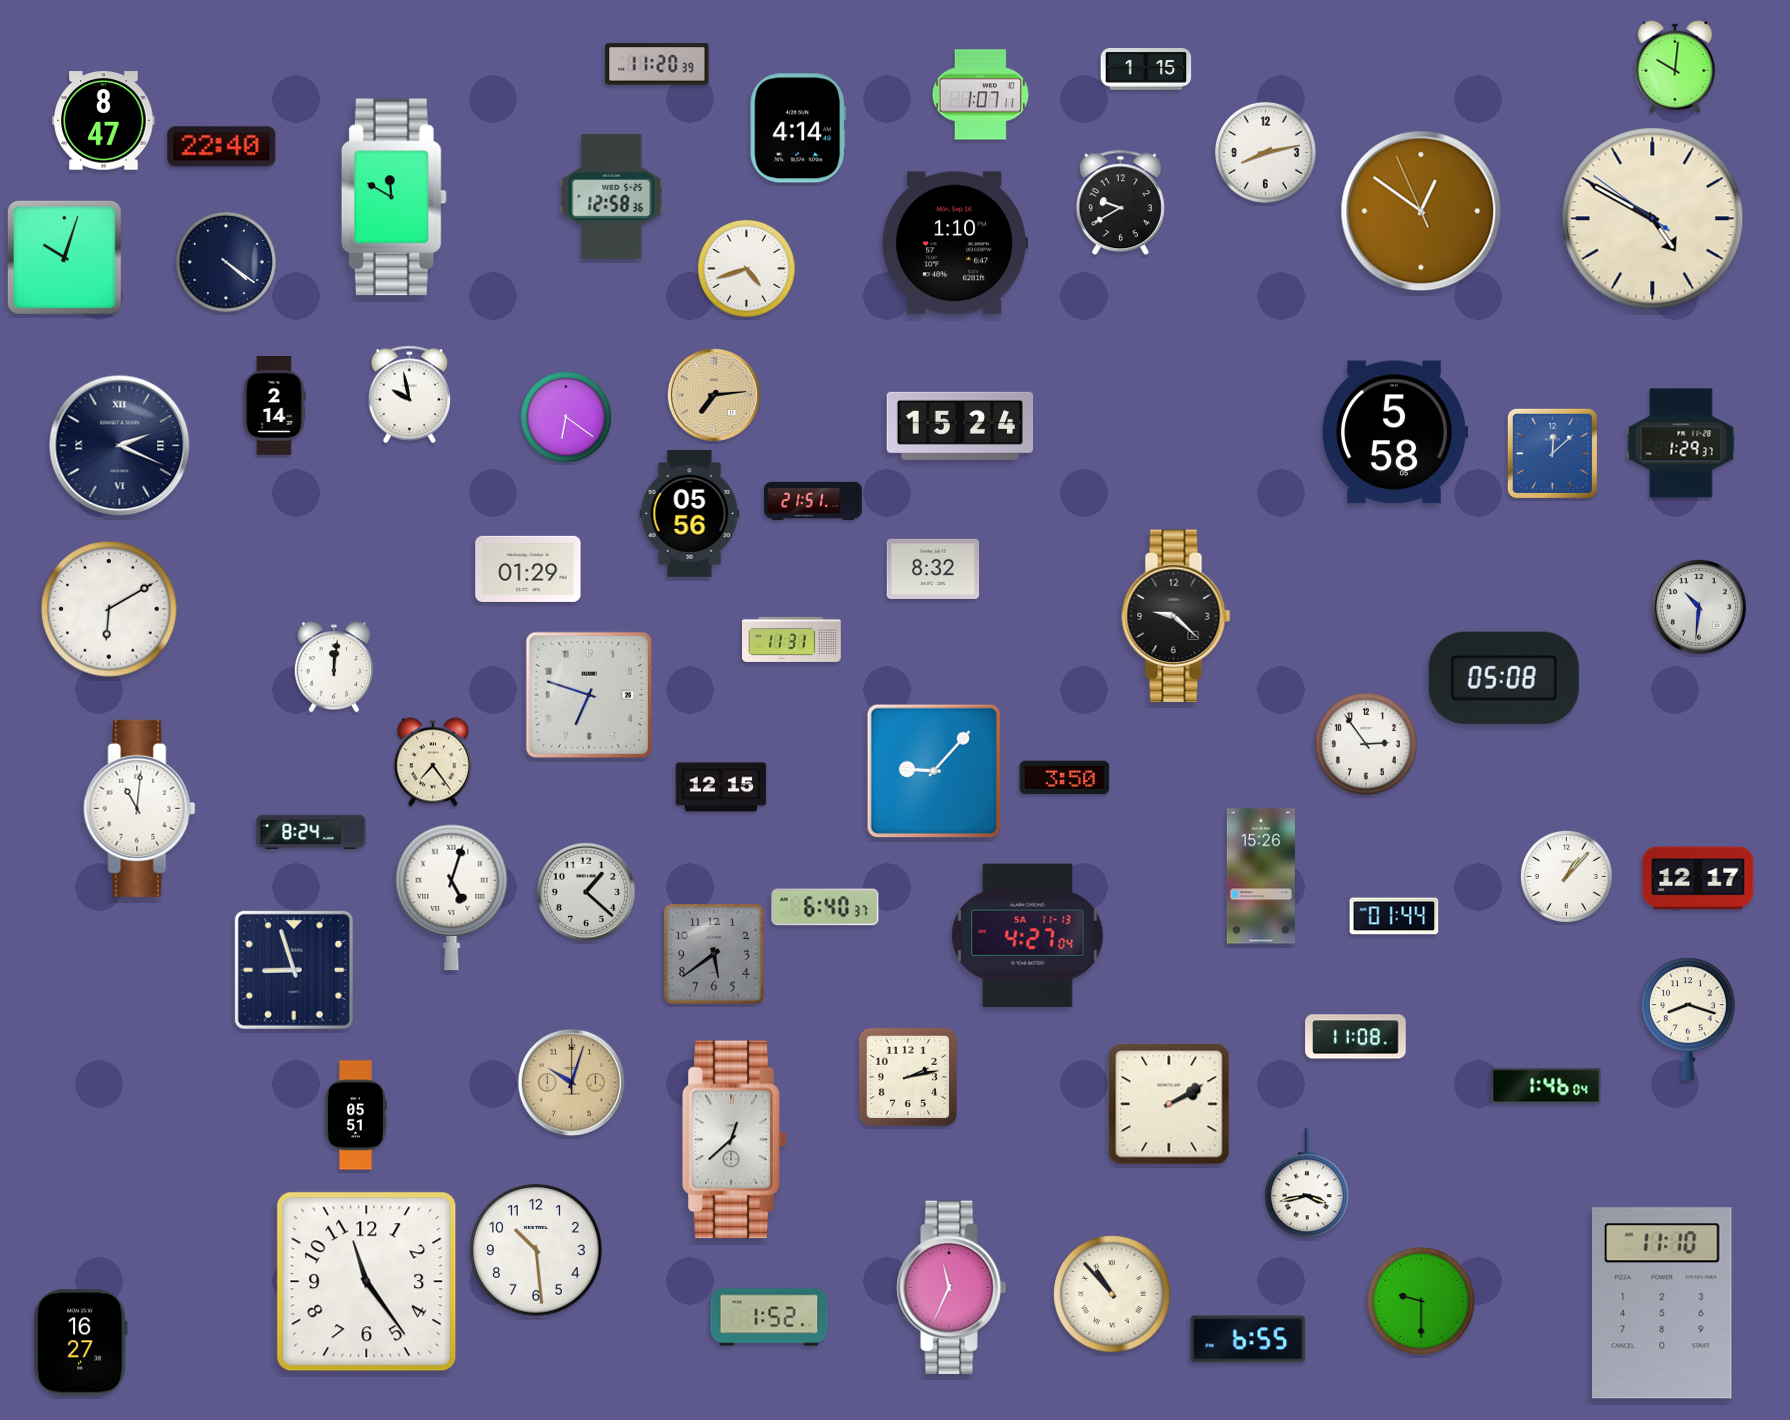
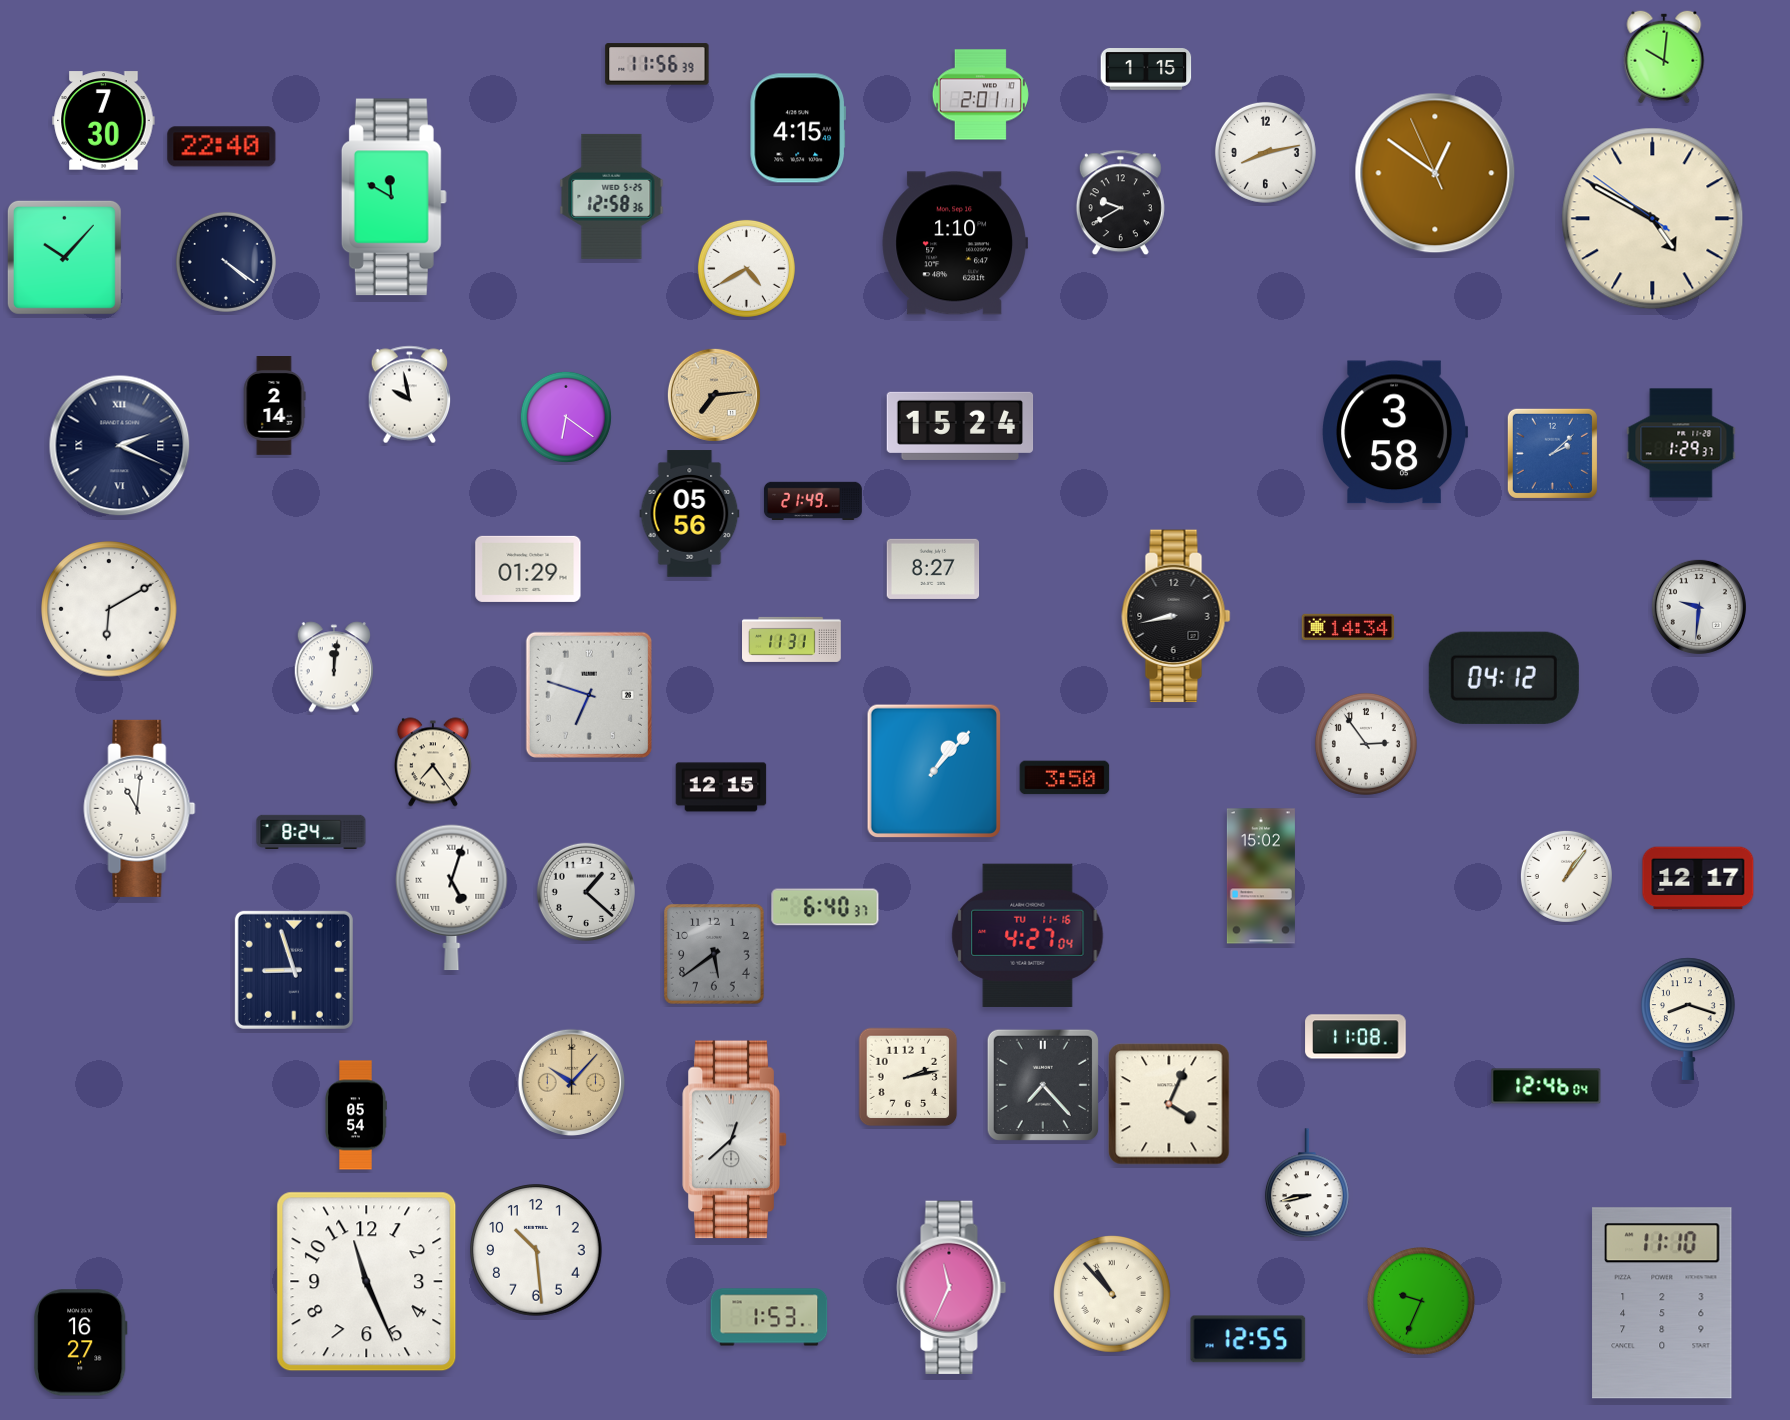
clock at (657, 64): 11:20 -> 11:56
clock at (1675, 67) position: (1675, 67) -> (1664, 57)
clock at (980, 95): 1:07 -> 2:01
clock at (104, 121): 8:47 -> 7:30
clock at (798, 128): 4:14 -> 4:15
clock at (1421, 211) position: (1421, 211) -> (1435, 173)
clock at (64, 257): 10:03 -> 10:07
clock at (746, 268): 4:42 -> 4:40
clock at (1395, 432): 5:58 -> 3:58
clock at (1552, 453): 12:08 -> 2:08
clock at (813, 501): 21:51 -> 21:49
clock at (933, 569): 8:32 -> 8:27
clock at (1699, 607): 10:31 -> 9:31
clock at (1176, 616): 9:22 -> 8:43
clock at (1348, 627): none -> 14:34
clock at (1504, 678): 05:08 -> 04:12
clock at (933, 770): 9:07 -> 1:07
clock at (1261, 876): 15:26 -> 15:02
clock at (1566, 876): 1:07 -> 1:06
clock at (1394, 916): 01:44 -> none
clock at (1028, 935) date: SA 11-13 -> TU 11-16
clock at (571, 1082): 10:03 -> 10:07
clock at (1043, 1085): none -> 7:23
clock at (1546, 1086): 1:46 -> 12:46
clock at (1169, 1104): 2:10 -> 4:04
clock at (356, 1115): 05:51 -> 05:54
clock at (1307, 1184): 3:43 -> 8:43
clock at (367, 1282): 11:24 -> 11:26
clock at (1421, 1301): 9:30 -> 9:34
clock at (769, 1317): 1:52 -> 1:53
clock at (1248, 1339): 6:55 -> 12:55
